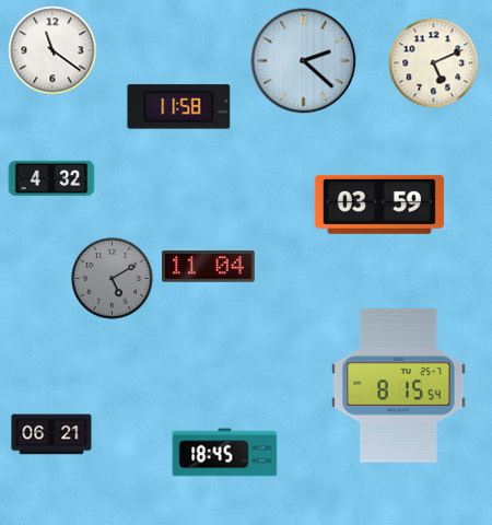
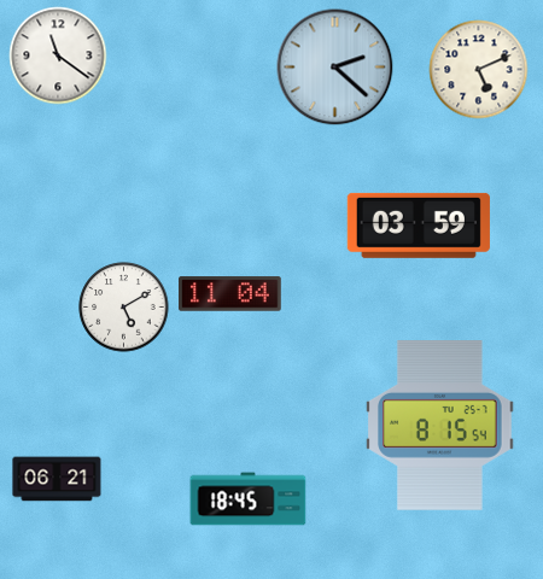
clock at (179, 107): 11:58 -> none
clock at (51, 177): 4:32 -> none
clock at (113, 279) dial: grey -> white
